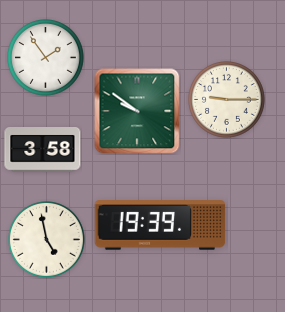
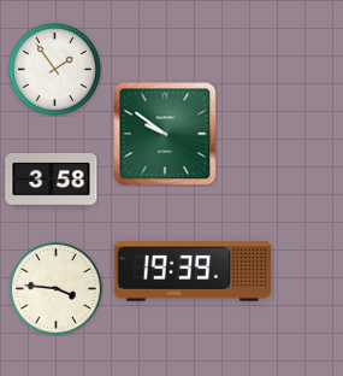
clock at (227, 100): 9:15 -> none
clock at (47, 240): 4:58 -> 3:46
